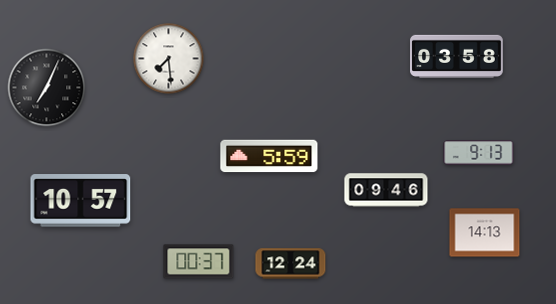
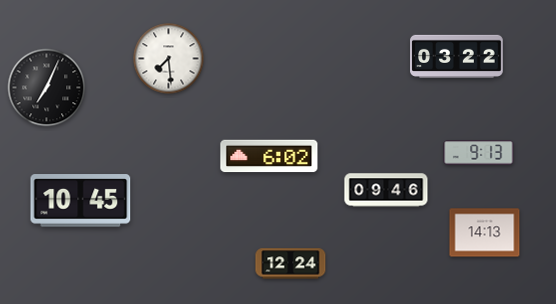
clock at (457, 56): 03:58 -> 03:22
clock at (269, 156): 5:59 -> 6:02
clock at (81, 201): 10:57 -> 10:45
clock at (199, 262): 00:37 -> none
